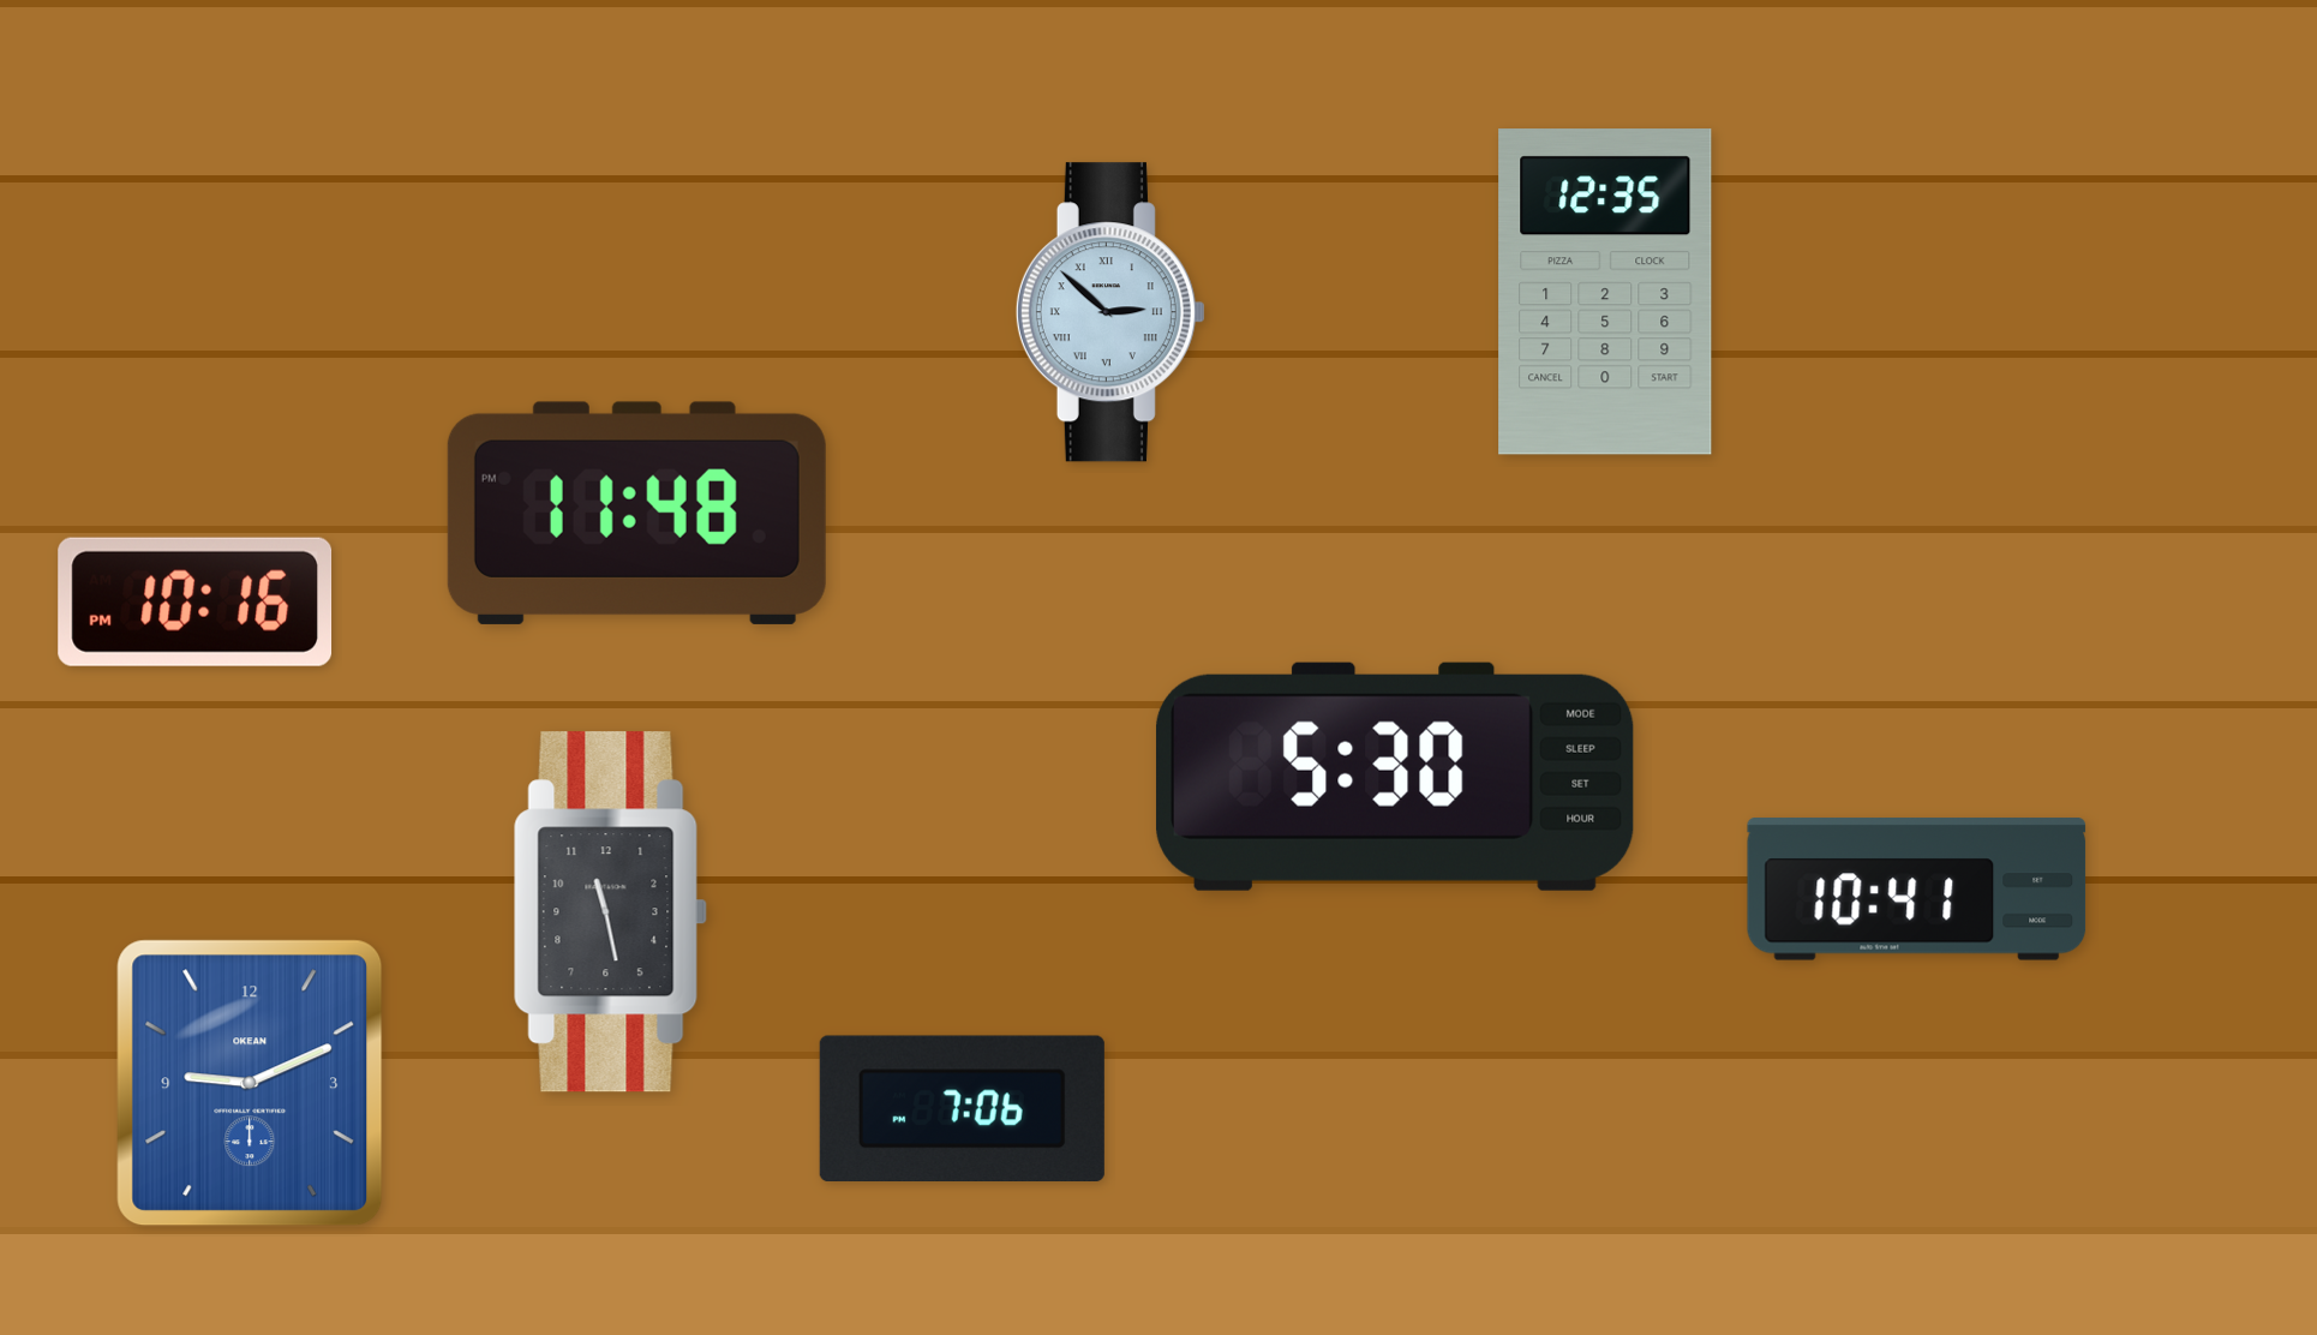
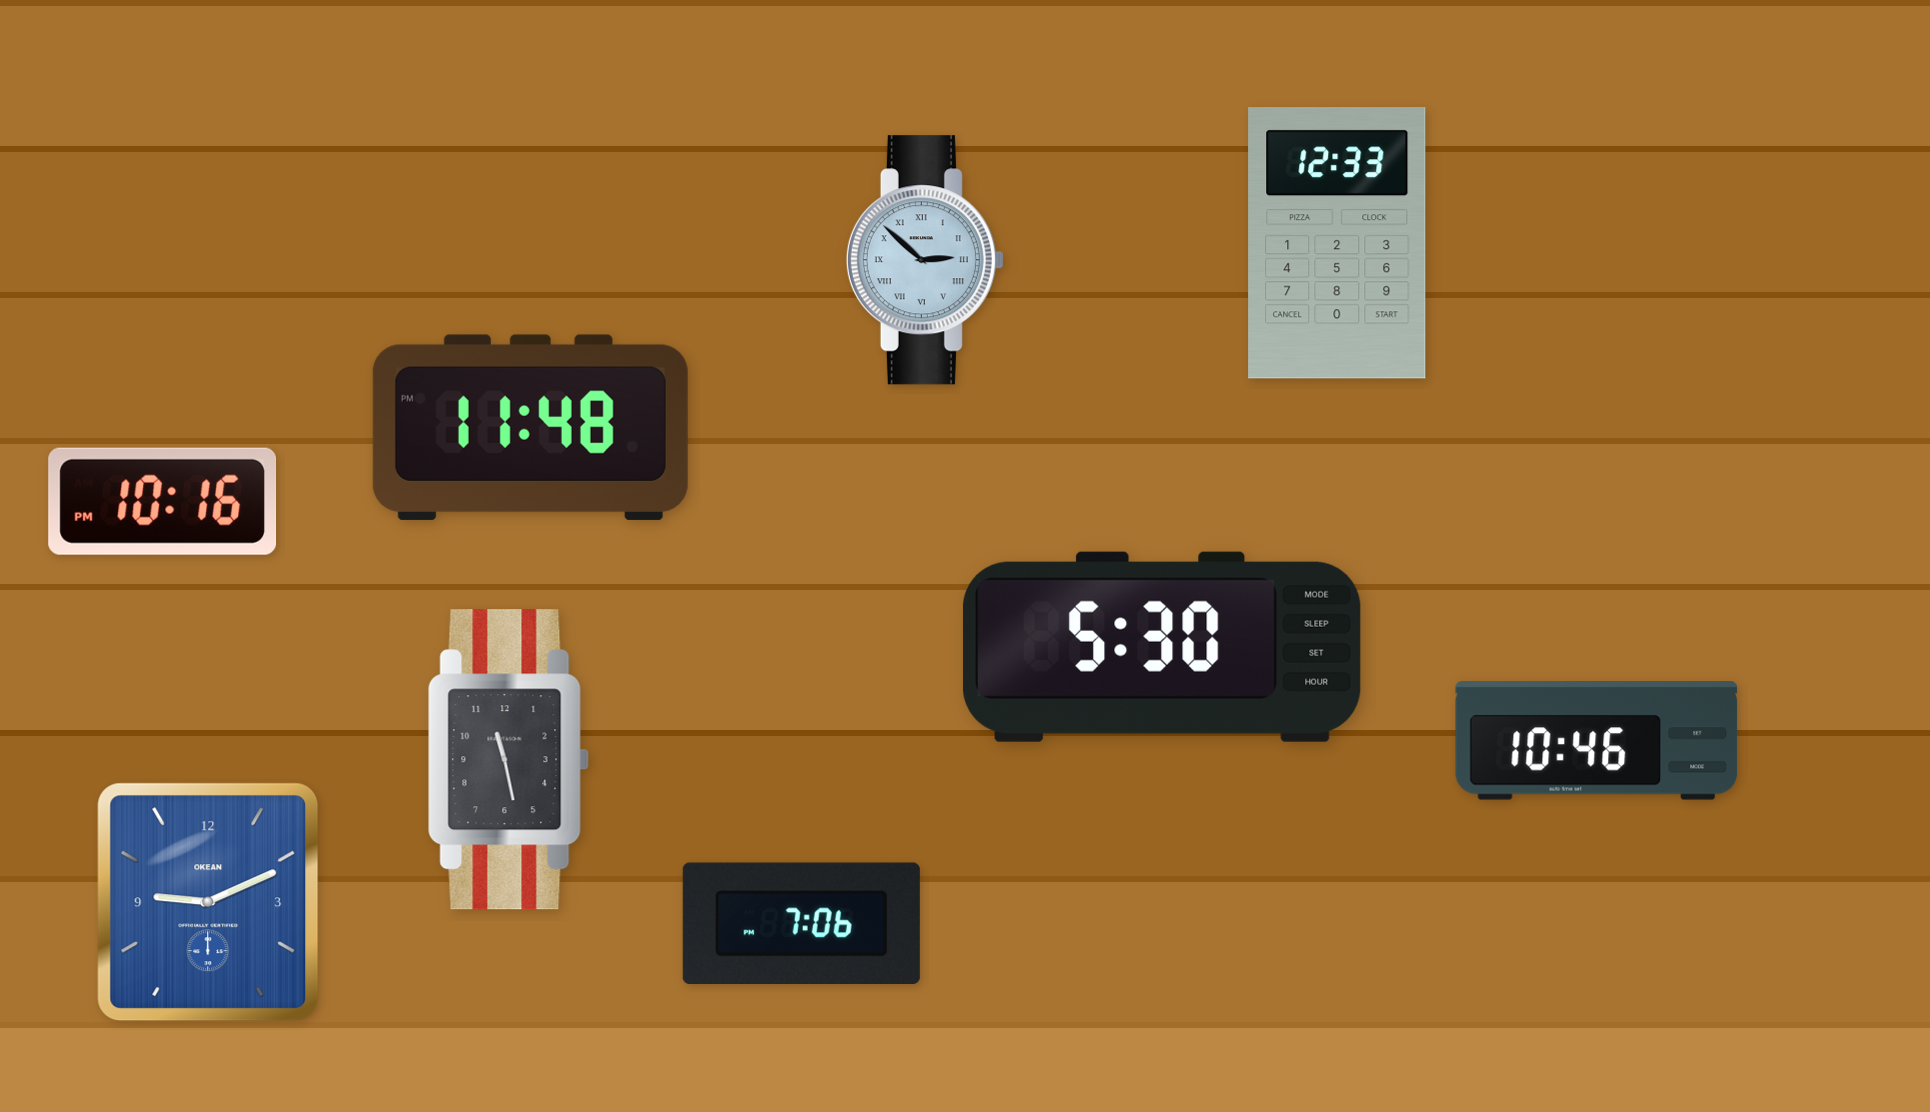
clock at (1605, 292): 12:35 -> 12:33
clock at (1917, 890): 10:41 -> 10:46
